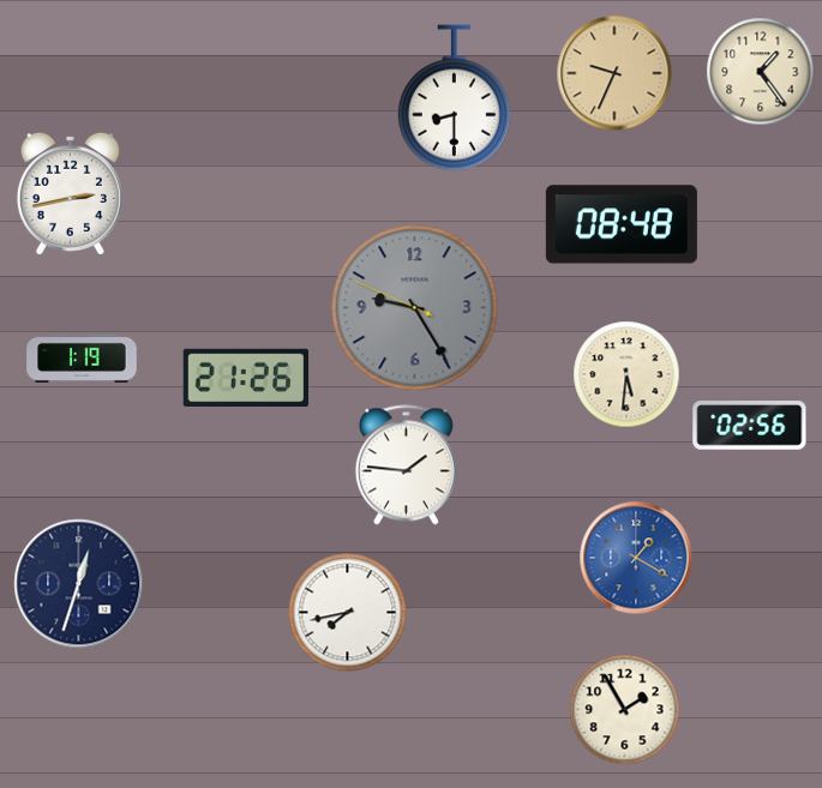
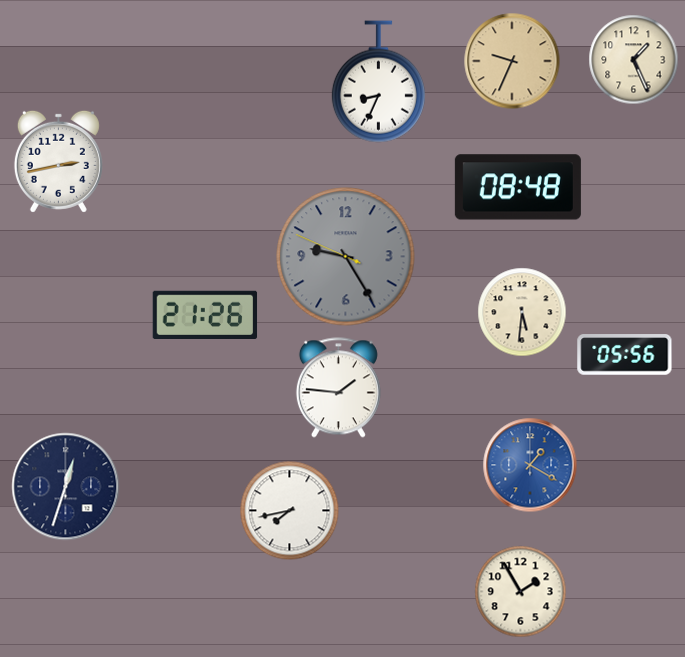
clock at (761, 72): 1:24 -> 1:26
clock at (454, 98): 8:30 -> 8:34
clock at (82, 359): 1:19 -> none
clock at (750, 426): 02:56 -> 05:56
